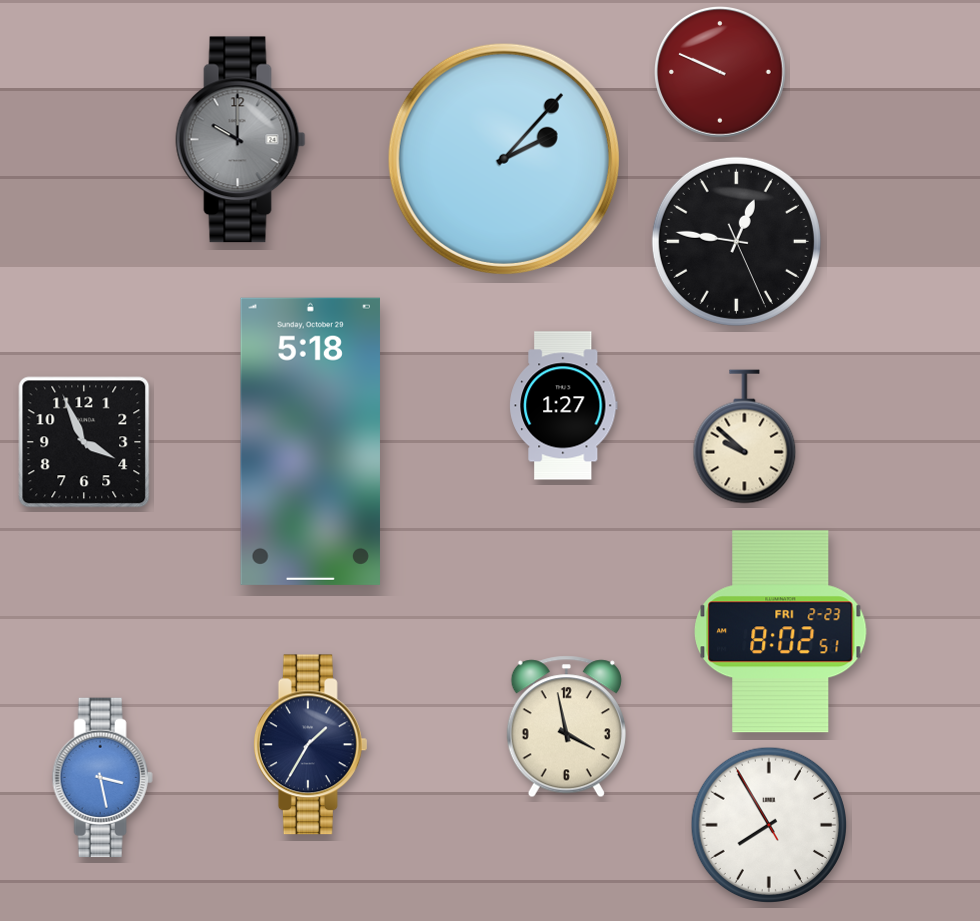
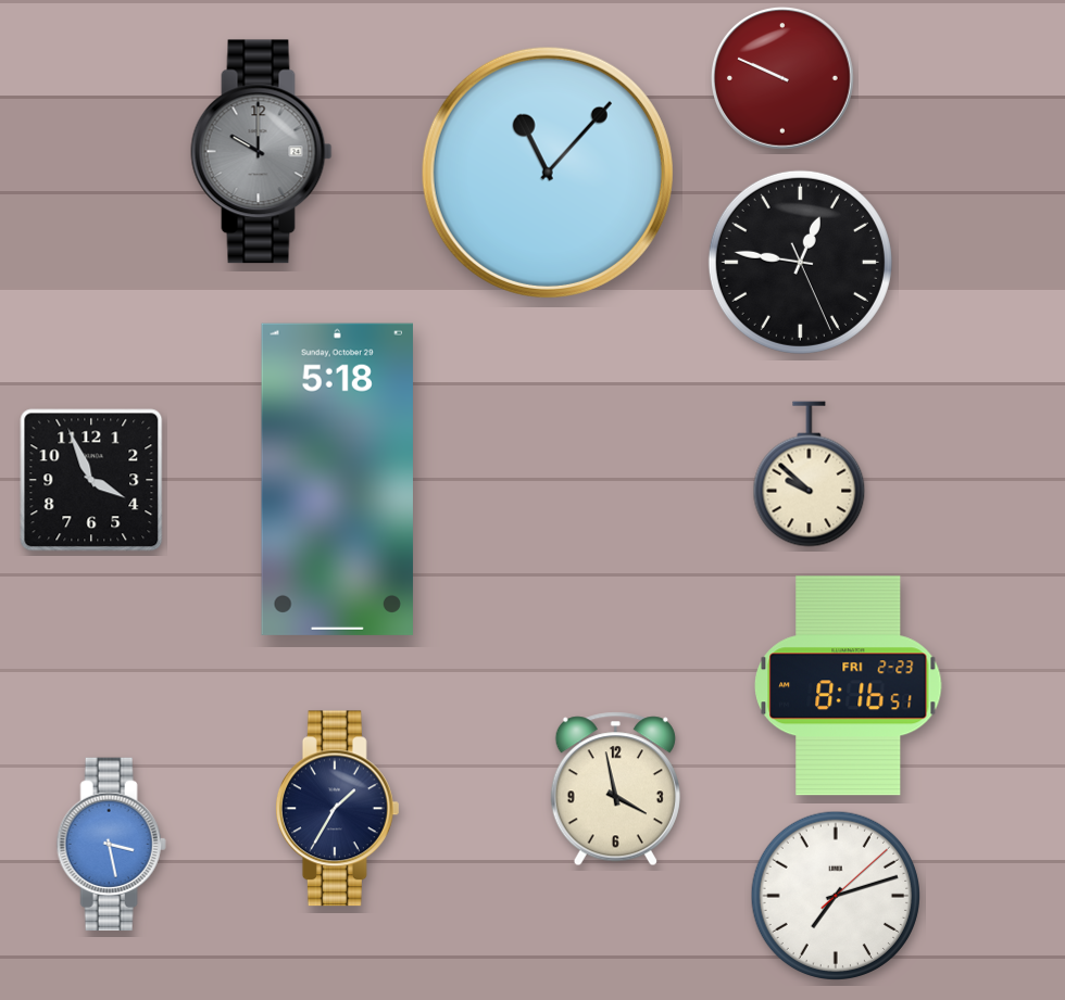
clock at (504, 159): 2:07 -> 11:07
clock at (564, 406): 1:27 -> none
clock at (781, 632): 8:02 -> 8:16
clock at (768, 824): 7:54 -> 7:12
